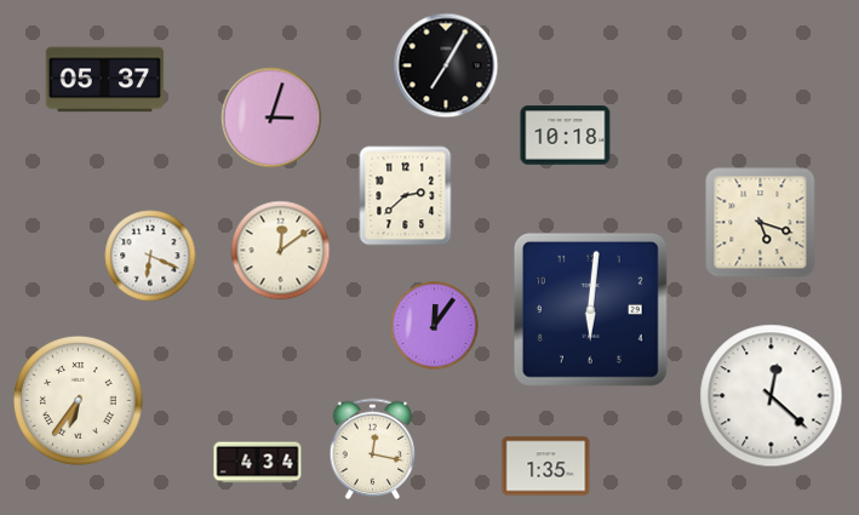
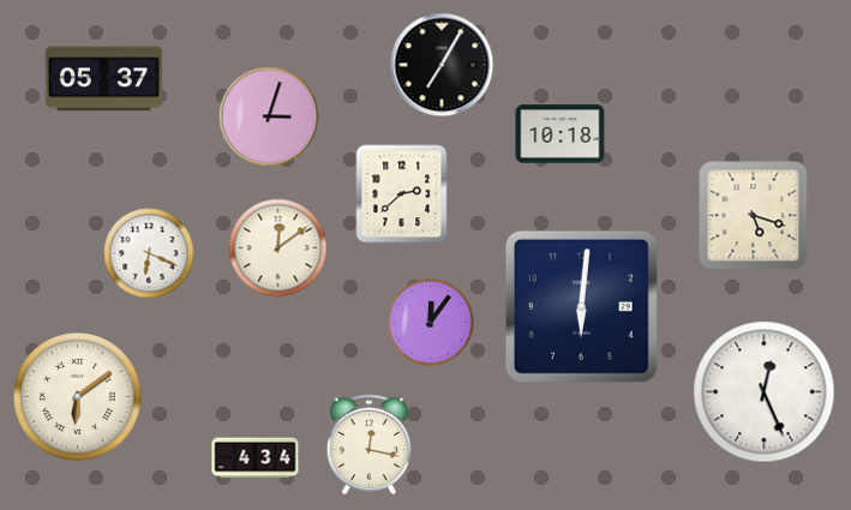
clock at (761, 223) position: (761, 223) -> (754, 216)
clock at (590, 309) position: (590, 309) -> (581, 306)
clock at (772, 396): 12:22 -> 12:26
clock at (78, 400): 6:36 -> 6:09
clock at (546, 467): 1:35 -> none
